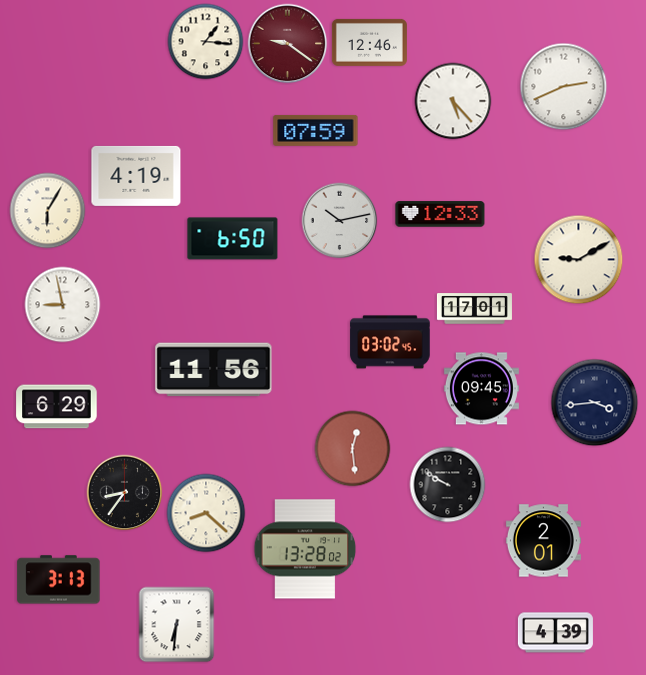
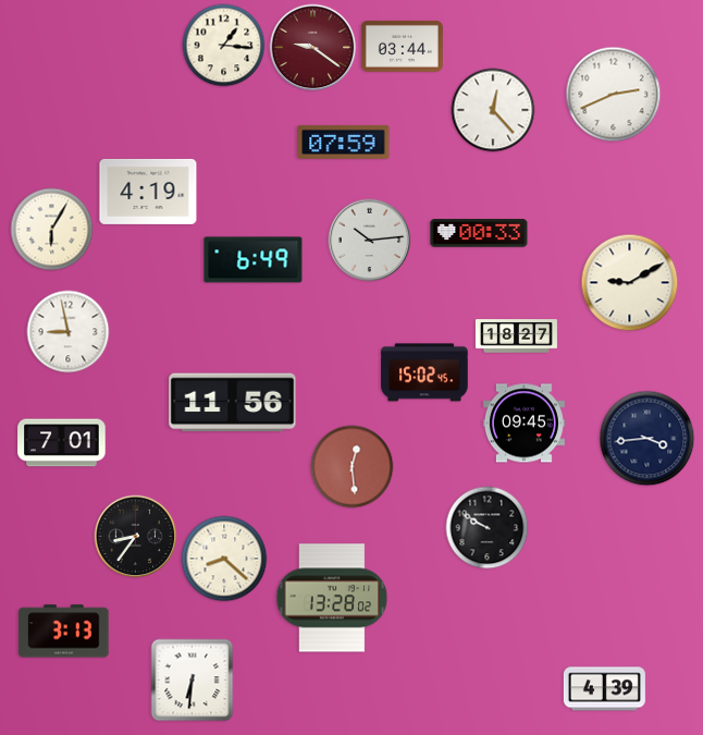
clock at (369, 42): 12:46 -> 03:44
clock at (453, 101): 5:23 -> 12:23
clock at (440, 214): 12:33 -> 00:33
clock at (340, 221): 10:13 -> 10:14
clock at (233, 239): 6:50 -> 6:49
clock at (474, 309): 17:01 -> 18:27
clock at (390, 342): 03:02 -> 15:02
clock at (57, 407): 6:29 -> 7:01
clock at (353, 449) position: (353, 449) -> (353, 467)
clock at (543, 541): 2:01 -> none
